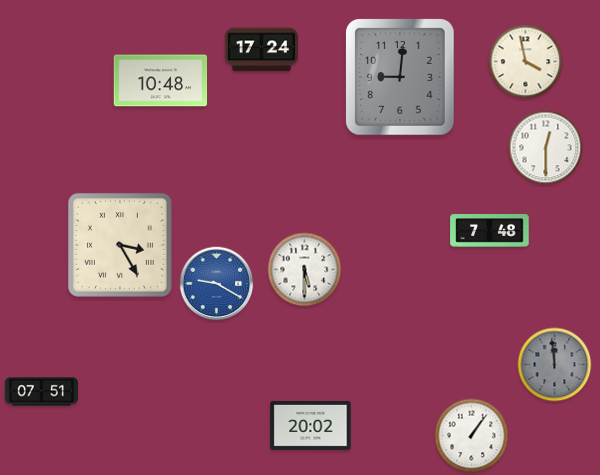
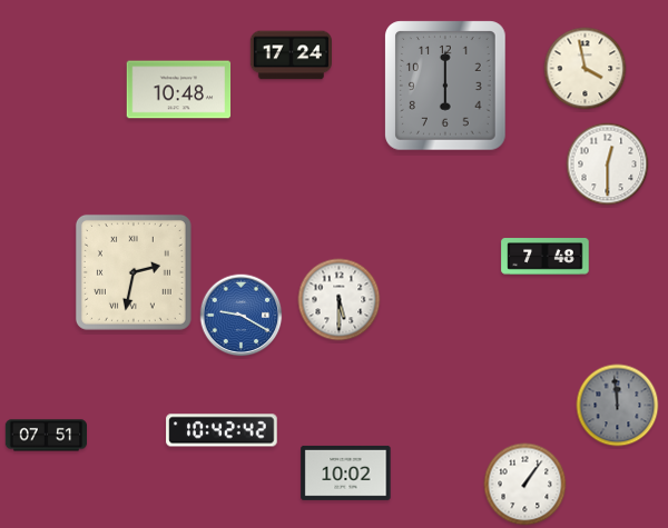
clock at (401, 77): 9:01 -> 6:00
clock at (120, 245): 3:25 -> 2:32
clock at (222, 430): none -> 10:42
clock at (311, 425): 20:02 -> 10:02
